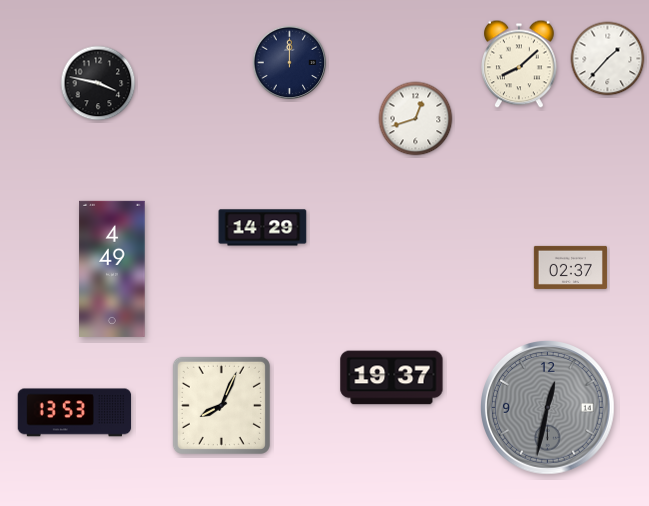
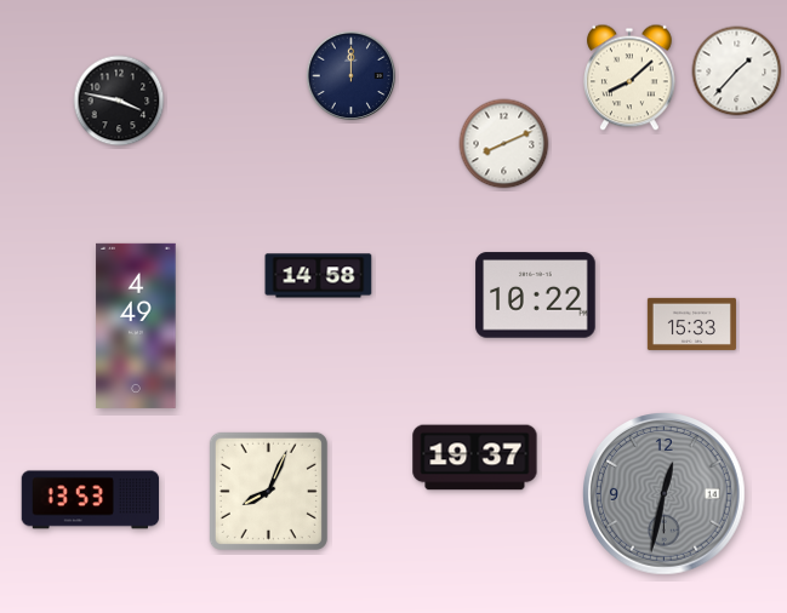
clock at (416, 119): 12:42 -> 8:11
clock at (263, 228): 14:29 -> 14:58
clock at (536, 296): none -> 10:22
clock at (570, 267): 02:37 -> 15:33
